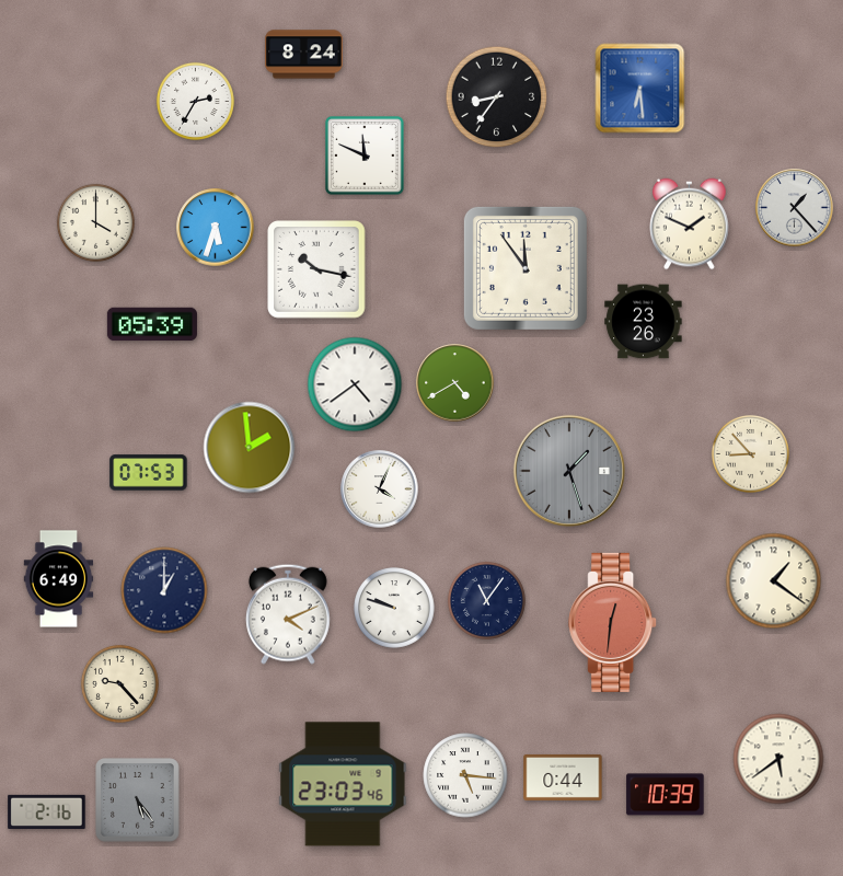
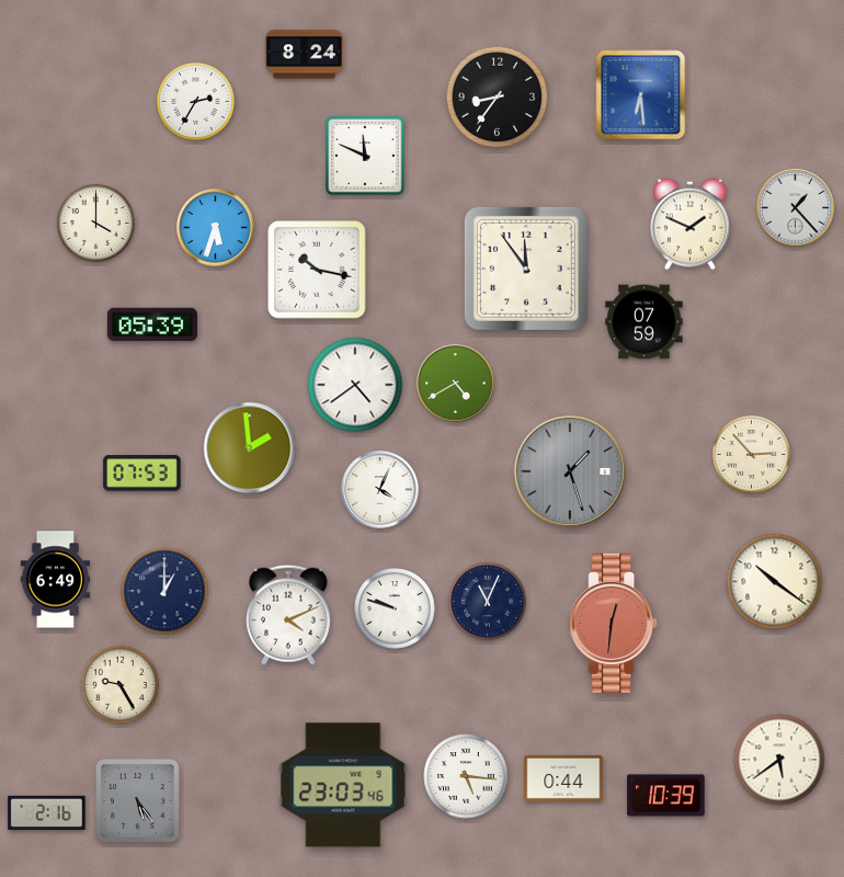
clock at (640, 89) position: (640, 89) -> (641, 95)
clock at (644, 322): 23:26 -> 07:59
clock at (750, 453): 8:53 -> 2:53
clock at (149, 473) position: (149, 473) -> (142, 474)
clock at (59, 579) position: (59, 579) -> (56, 580)
clock at (774, 581): 1:21 -> 10:21
clock at (486, 600): 11:06 -> 11:04
clock at (119, 683): 9:23 -> 9:25
